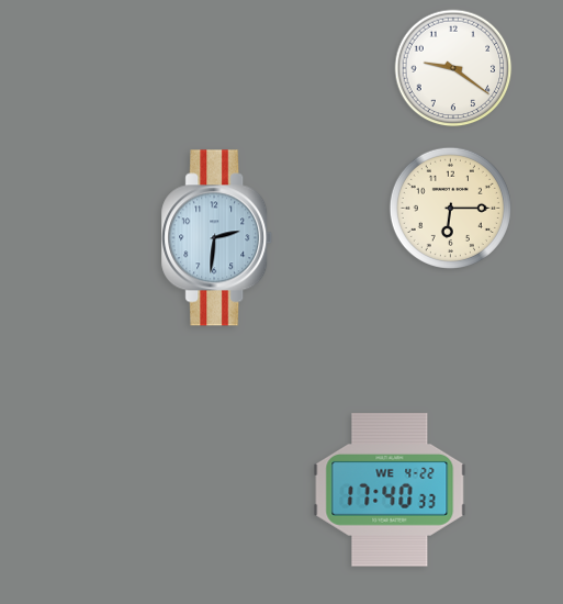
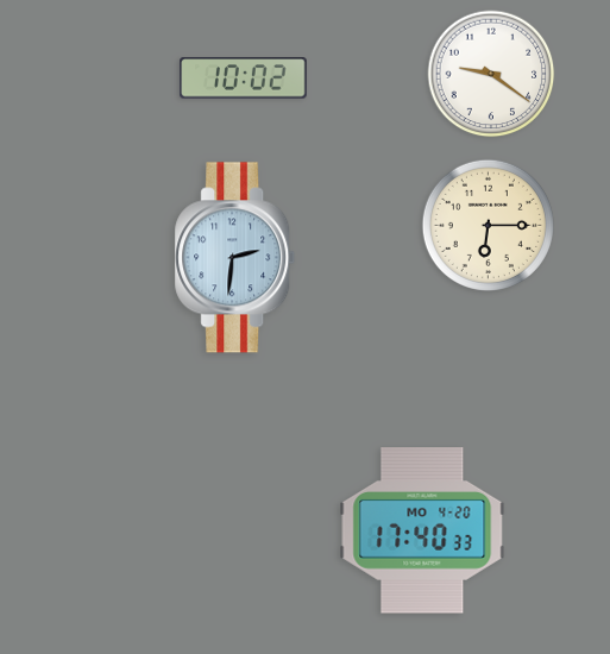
clock at (244, 78): none -> 10:02
clock at (390, 490) date: WE 4-22 -> MO 4-20
